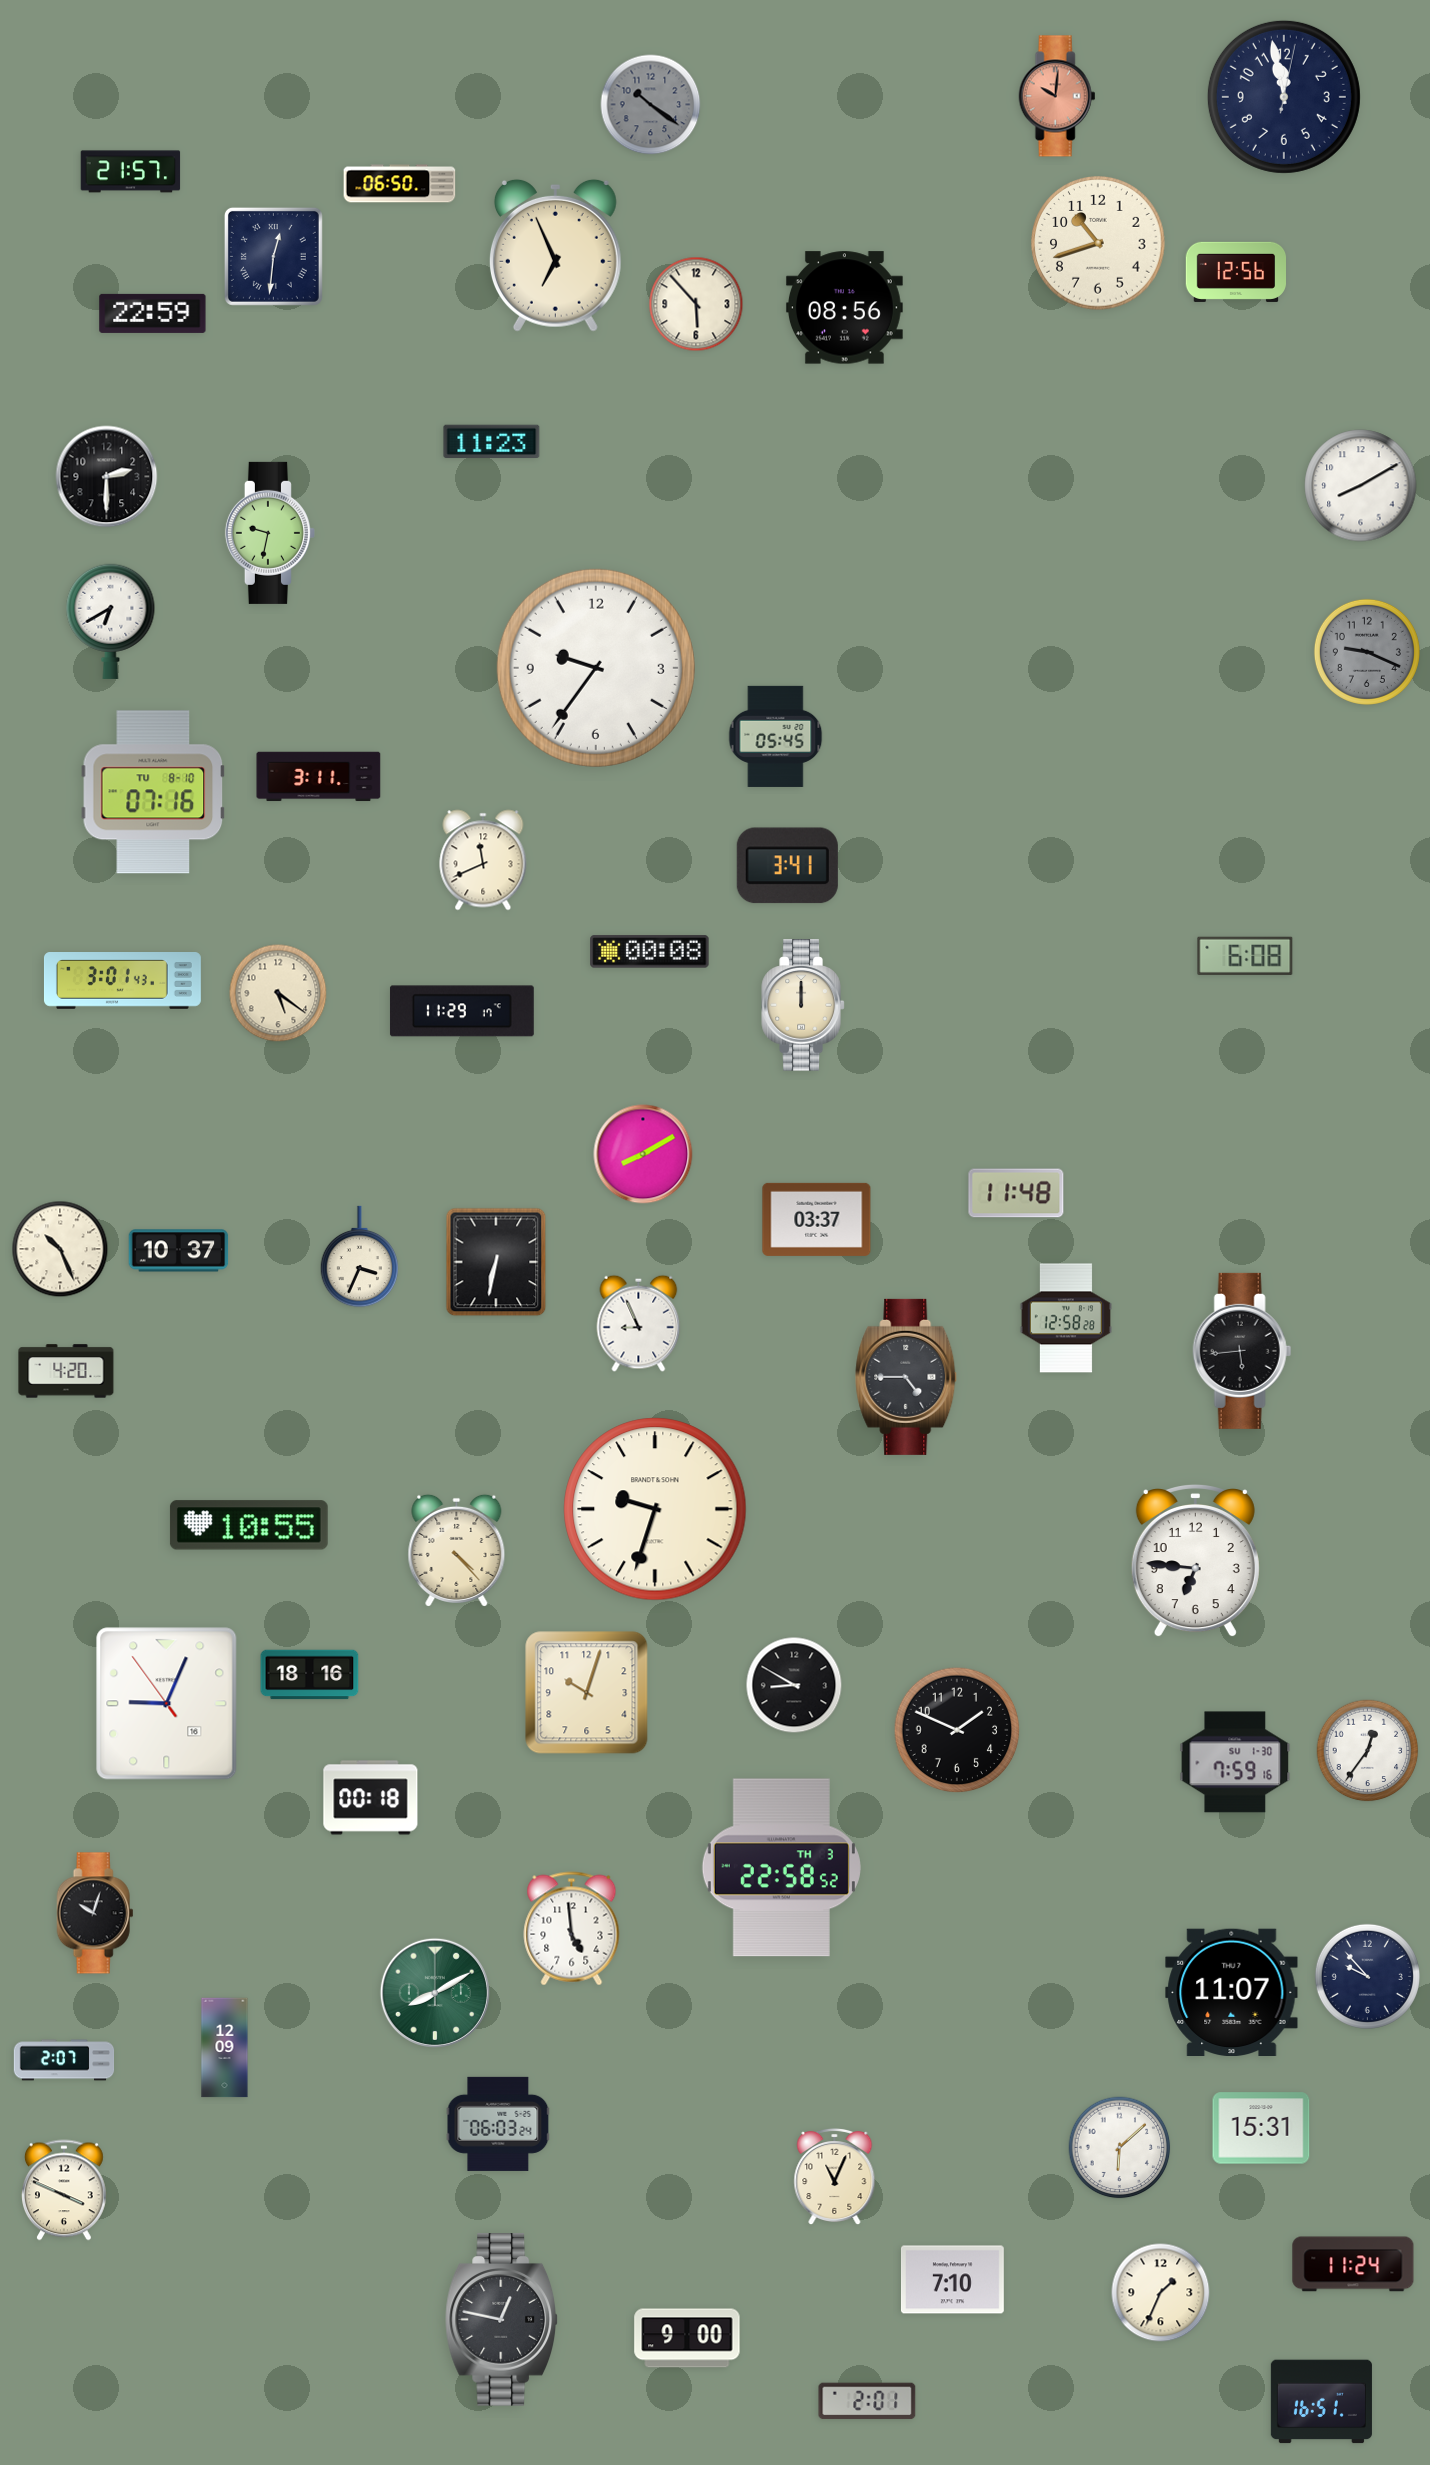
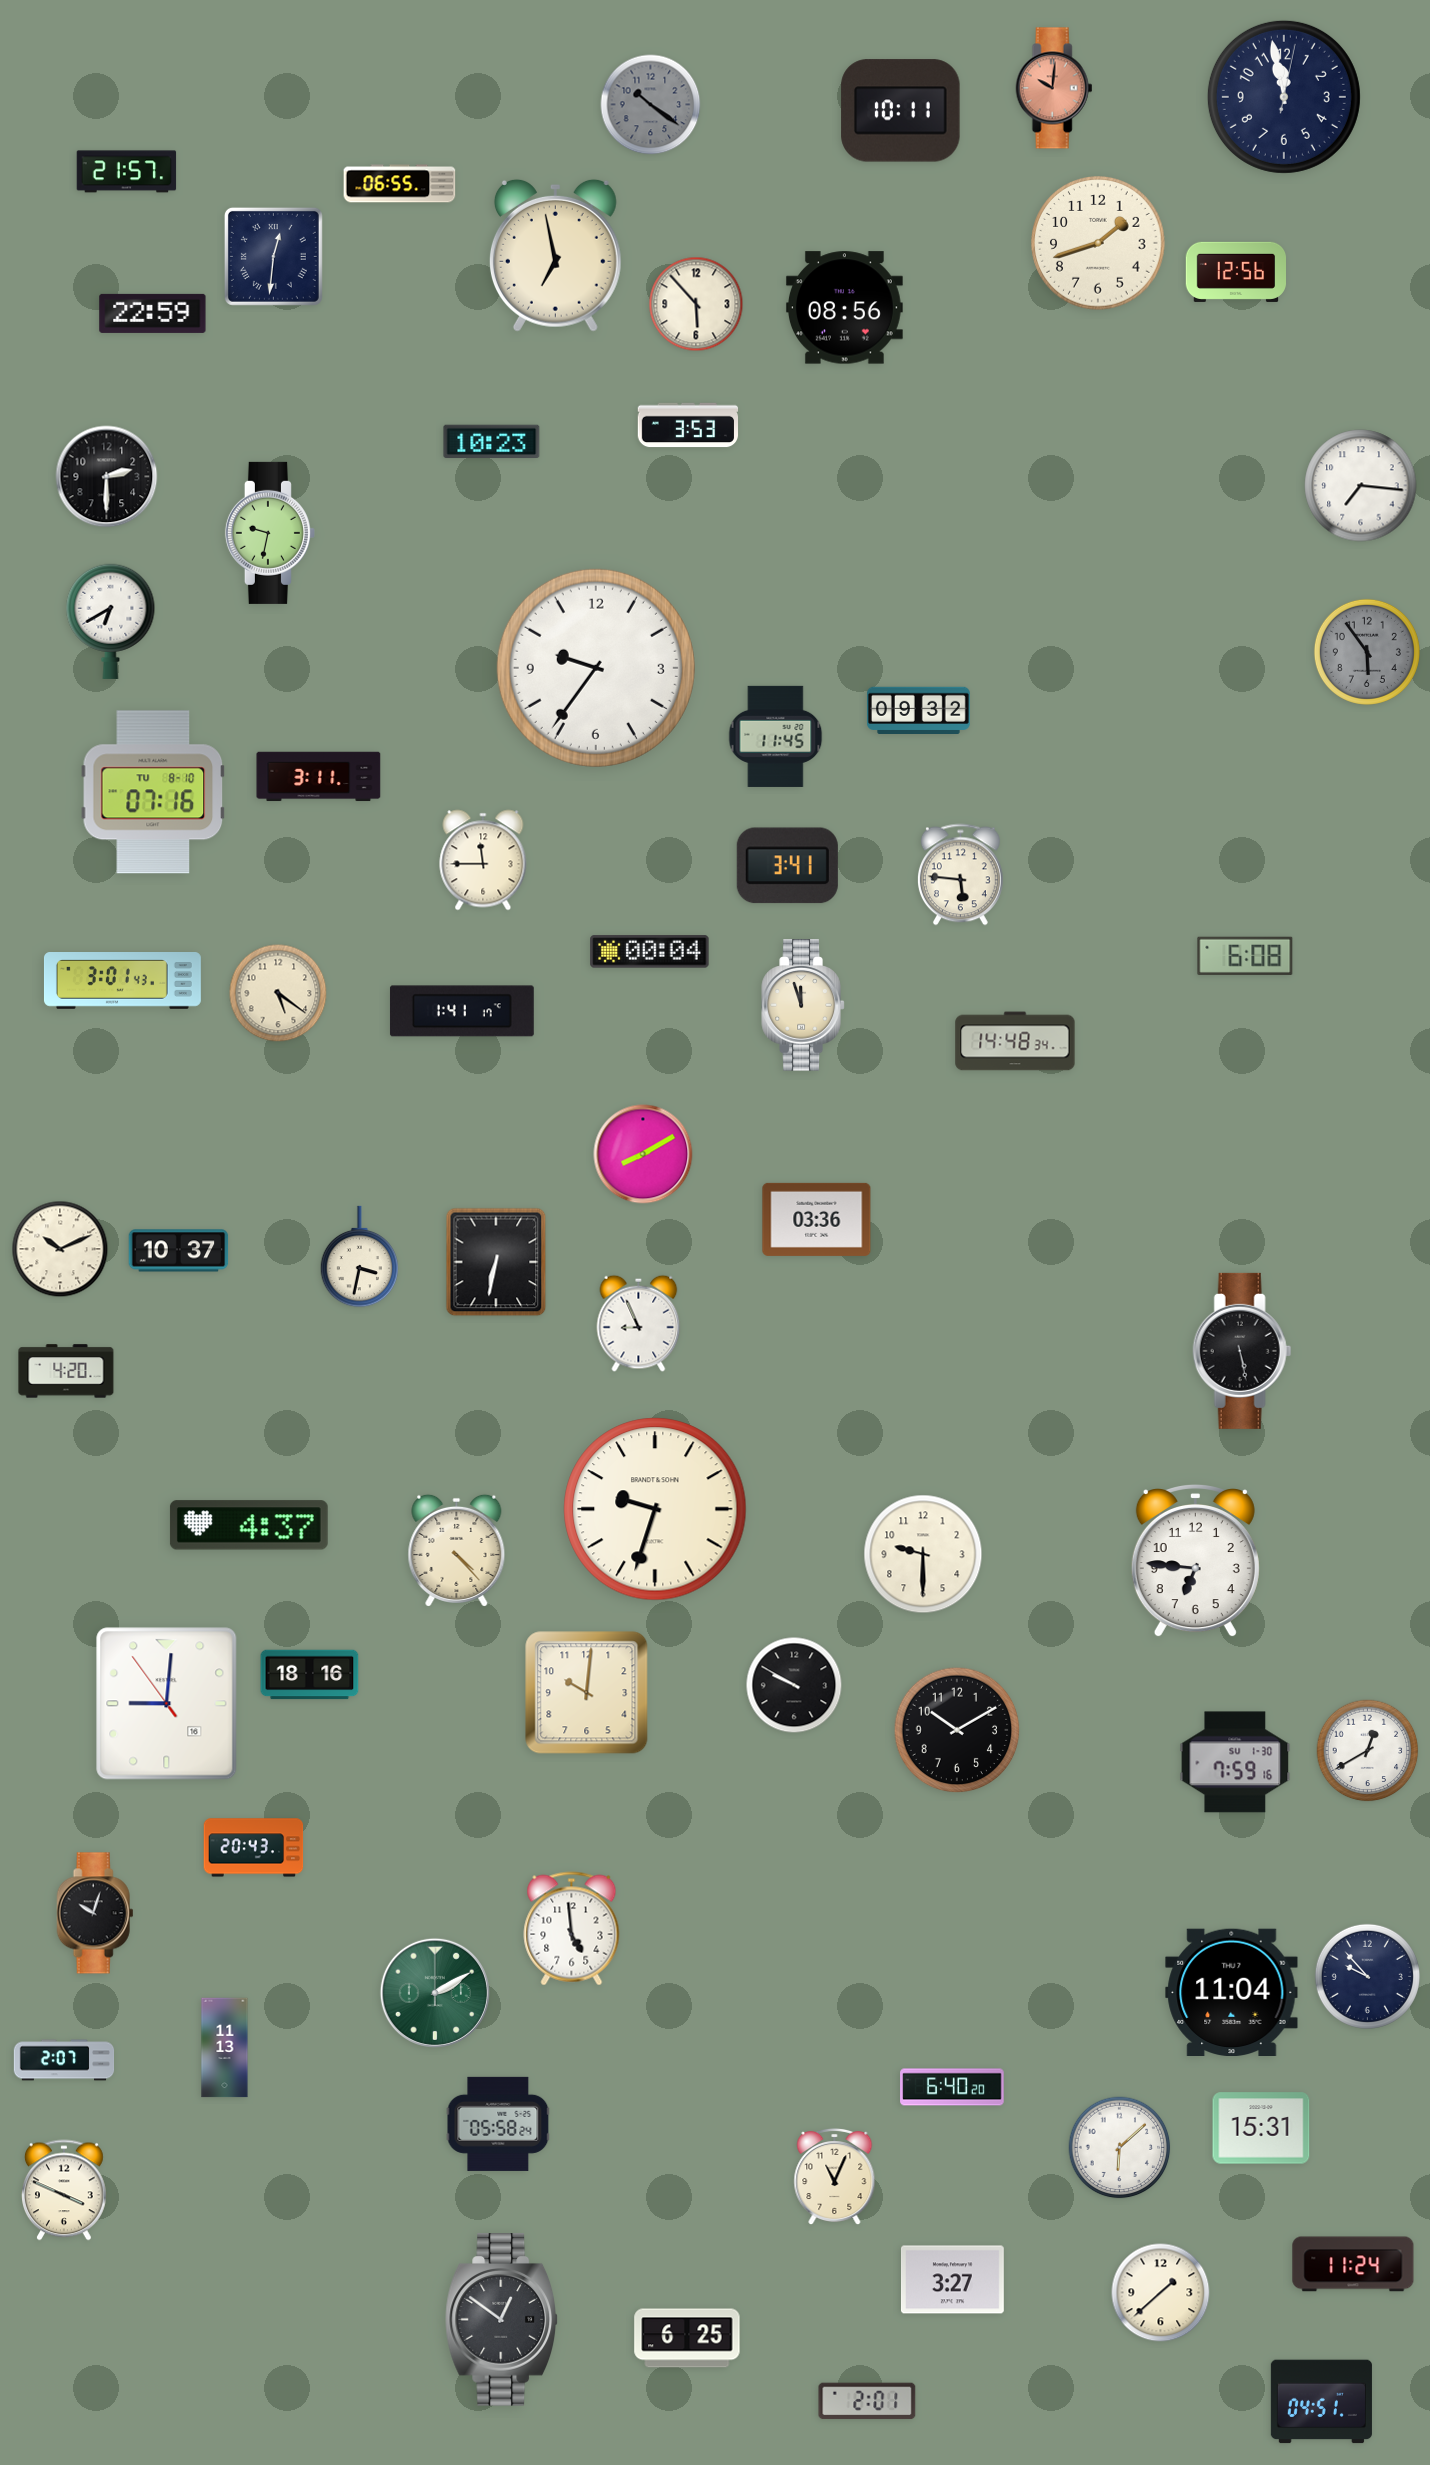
clock at (1057, 96) position: (1057, 96) -> (1054, 88)
clock at (901, 111): none -> 10:11
clock at (131, 172) position: (131, 172) -> (127, 172)
clock at (400, 184): 06:50 -> 06:55
clock at (1098, 243): 10:42 -> 1:42
clock at (555, 255): 6:56 -> 6:58
clock at (688, 425): none -> 3:53
clock at (492, 442): 11:23 -> 10:23
clock at (1361, 486): 8:10 -> 7:16
clock at (1367, 652): 9:19 -> 5:54
clock at (918, 710): none -> 09:32
clock at (776, 736): 05:45 -> 11:45
clock at (483, 860): 11:41 -> 11:45
clock at (960, 875): none -> 5:46
clock at (650, 952): 00:08 -> 00:04
clock at (803, 1005): 12:00 -> 11:57
clock at (462, 1011): 11:29 -> 1:41
clock at (1015, 1041): none -> 14:48
clock at (1016, 1193): 11:48 -> none
clock at (817, 1219): 03:37 -> 03:36
clock at (60, 1249): 10:26 -> 10:11
clock at (360, 1257): 3:34 -> 3:32
clock at (1066, 1318): 12:58 -> none
clock at (1242, 1351): 5:44 -> 5:28
clock at (907, 1377): 4:45 -> none
clock at (249, 1525): 10:55 -> 4:37
clock at (923, 1554): none -> 9:30
clock at (794, 1685): 8:50 -> 9:50
clock at (587, 1693): 10:03 -> 10:01
clock at (167, 1704): 9:03 -> 9:00
clock at (957, 1730): 1:49 -> 10:10
clock at (1368, 1751): 12:36 -> 12:40
clock at (371, 1798): 00:18 -> none
clock at (254, 1848): none -> 20:43
clock at (781, 1868): 22:58 -> none
clock at (1232, 1992): 11:07 -> 11:04
clock at (435, 1993): 8:10 -> 2:10
clock at (225, 2048): 12:09 -> 11:13
clock at (952, 2087): none -> 6:40
clock at (498, 2124): 06:03 -> 05:58
clock at (952, 2280): 7:10 -> 3:27
clock at (1161, 2293): 1:34 -> 1:38
clock at (501, 2320): 12:47 -> 12:51
clock at (687, 2338): 9:00 -> 6:25
clock at (1321, 2402): 16:51 -> 04:51
